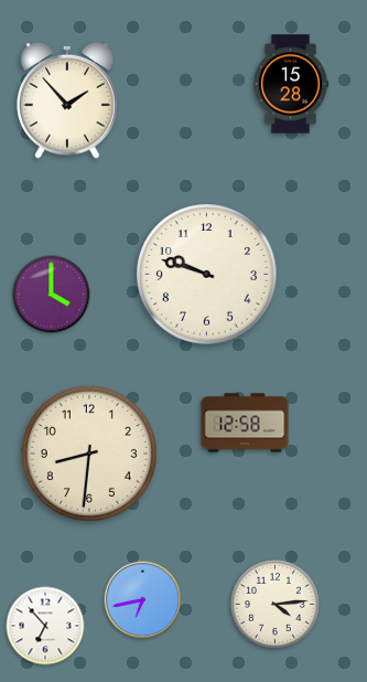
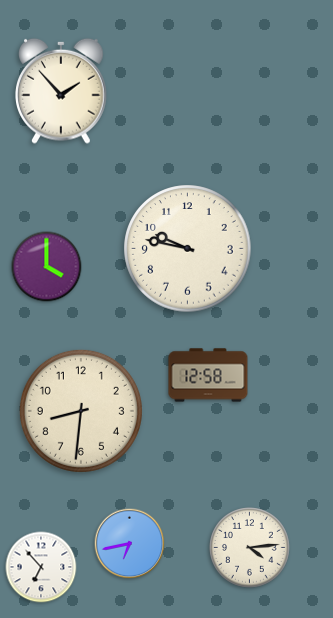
clock at (291, 84): 15:28 -> none
clock at (207, 275): 9:48 -> 9:47
clock at (245, 423) position: (245, 423) -> (208, 375)
